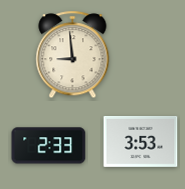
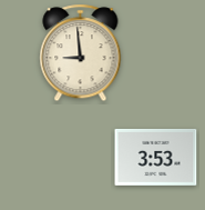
clock at (73, 55) position: (73, 55) -> (81, 53)
clock at (49, 146): 2:33 -> none
